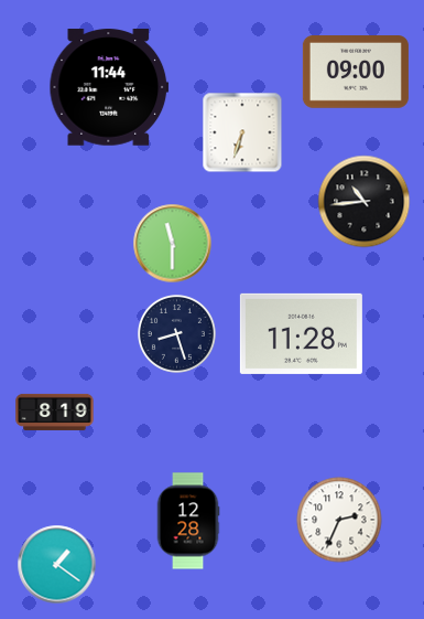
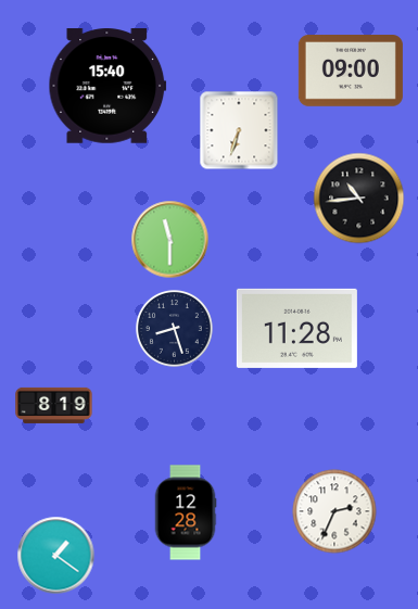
clock at (109, 87): 11:44 -> 15:40
